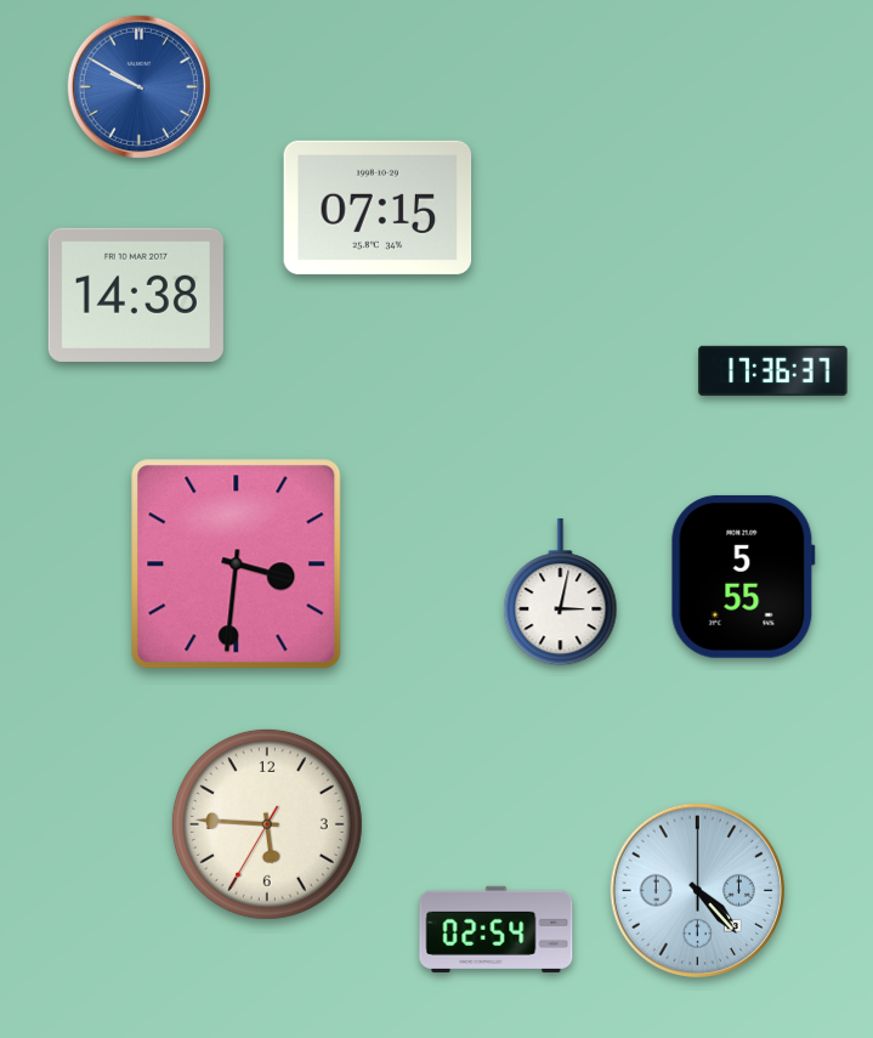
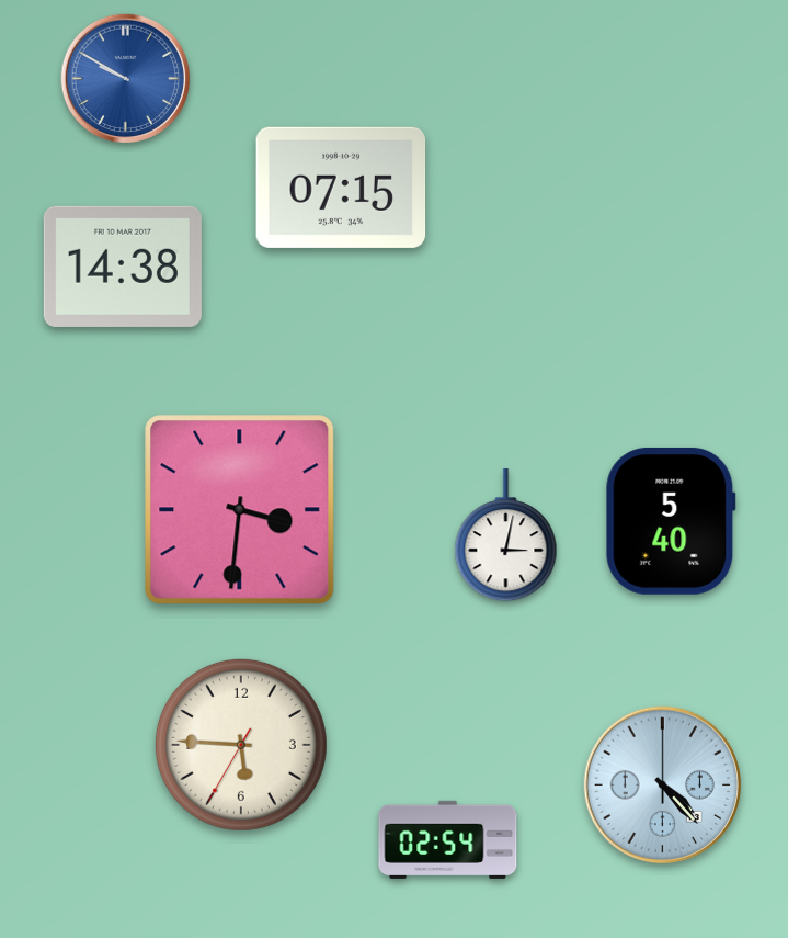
clock at (773, 370): 17:36 -> none
clock at (237, 565) position: (237, 565) -> (240, 510)
clock at (743, 577): 5:55 -> 5:40
clock at (698, 891) position: (698, 891) -> (663, 786)
